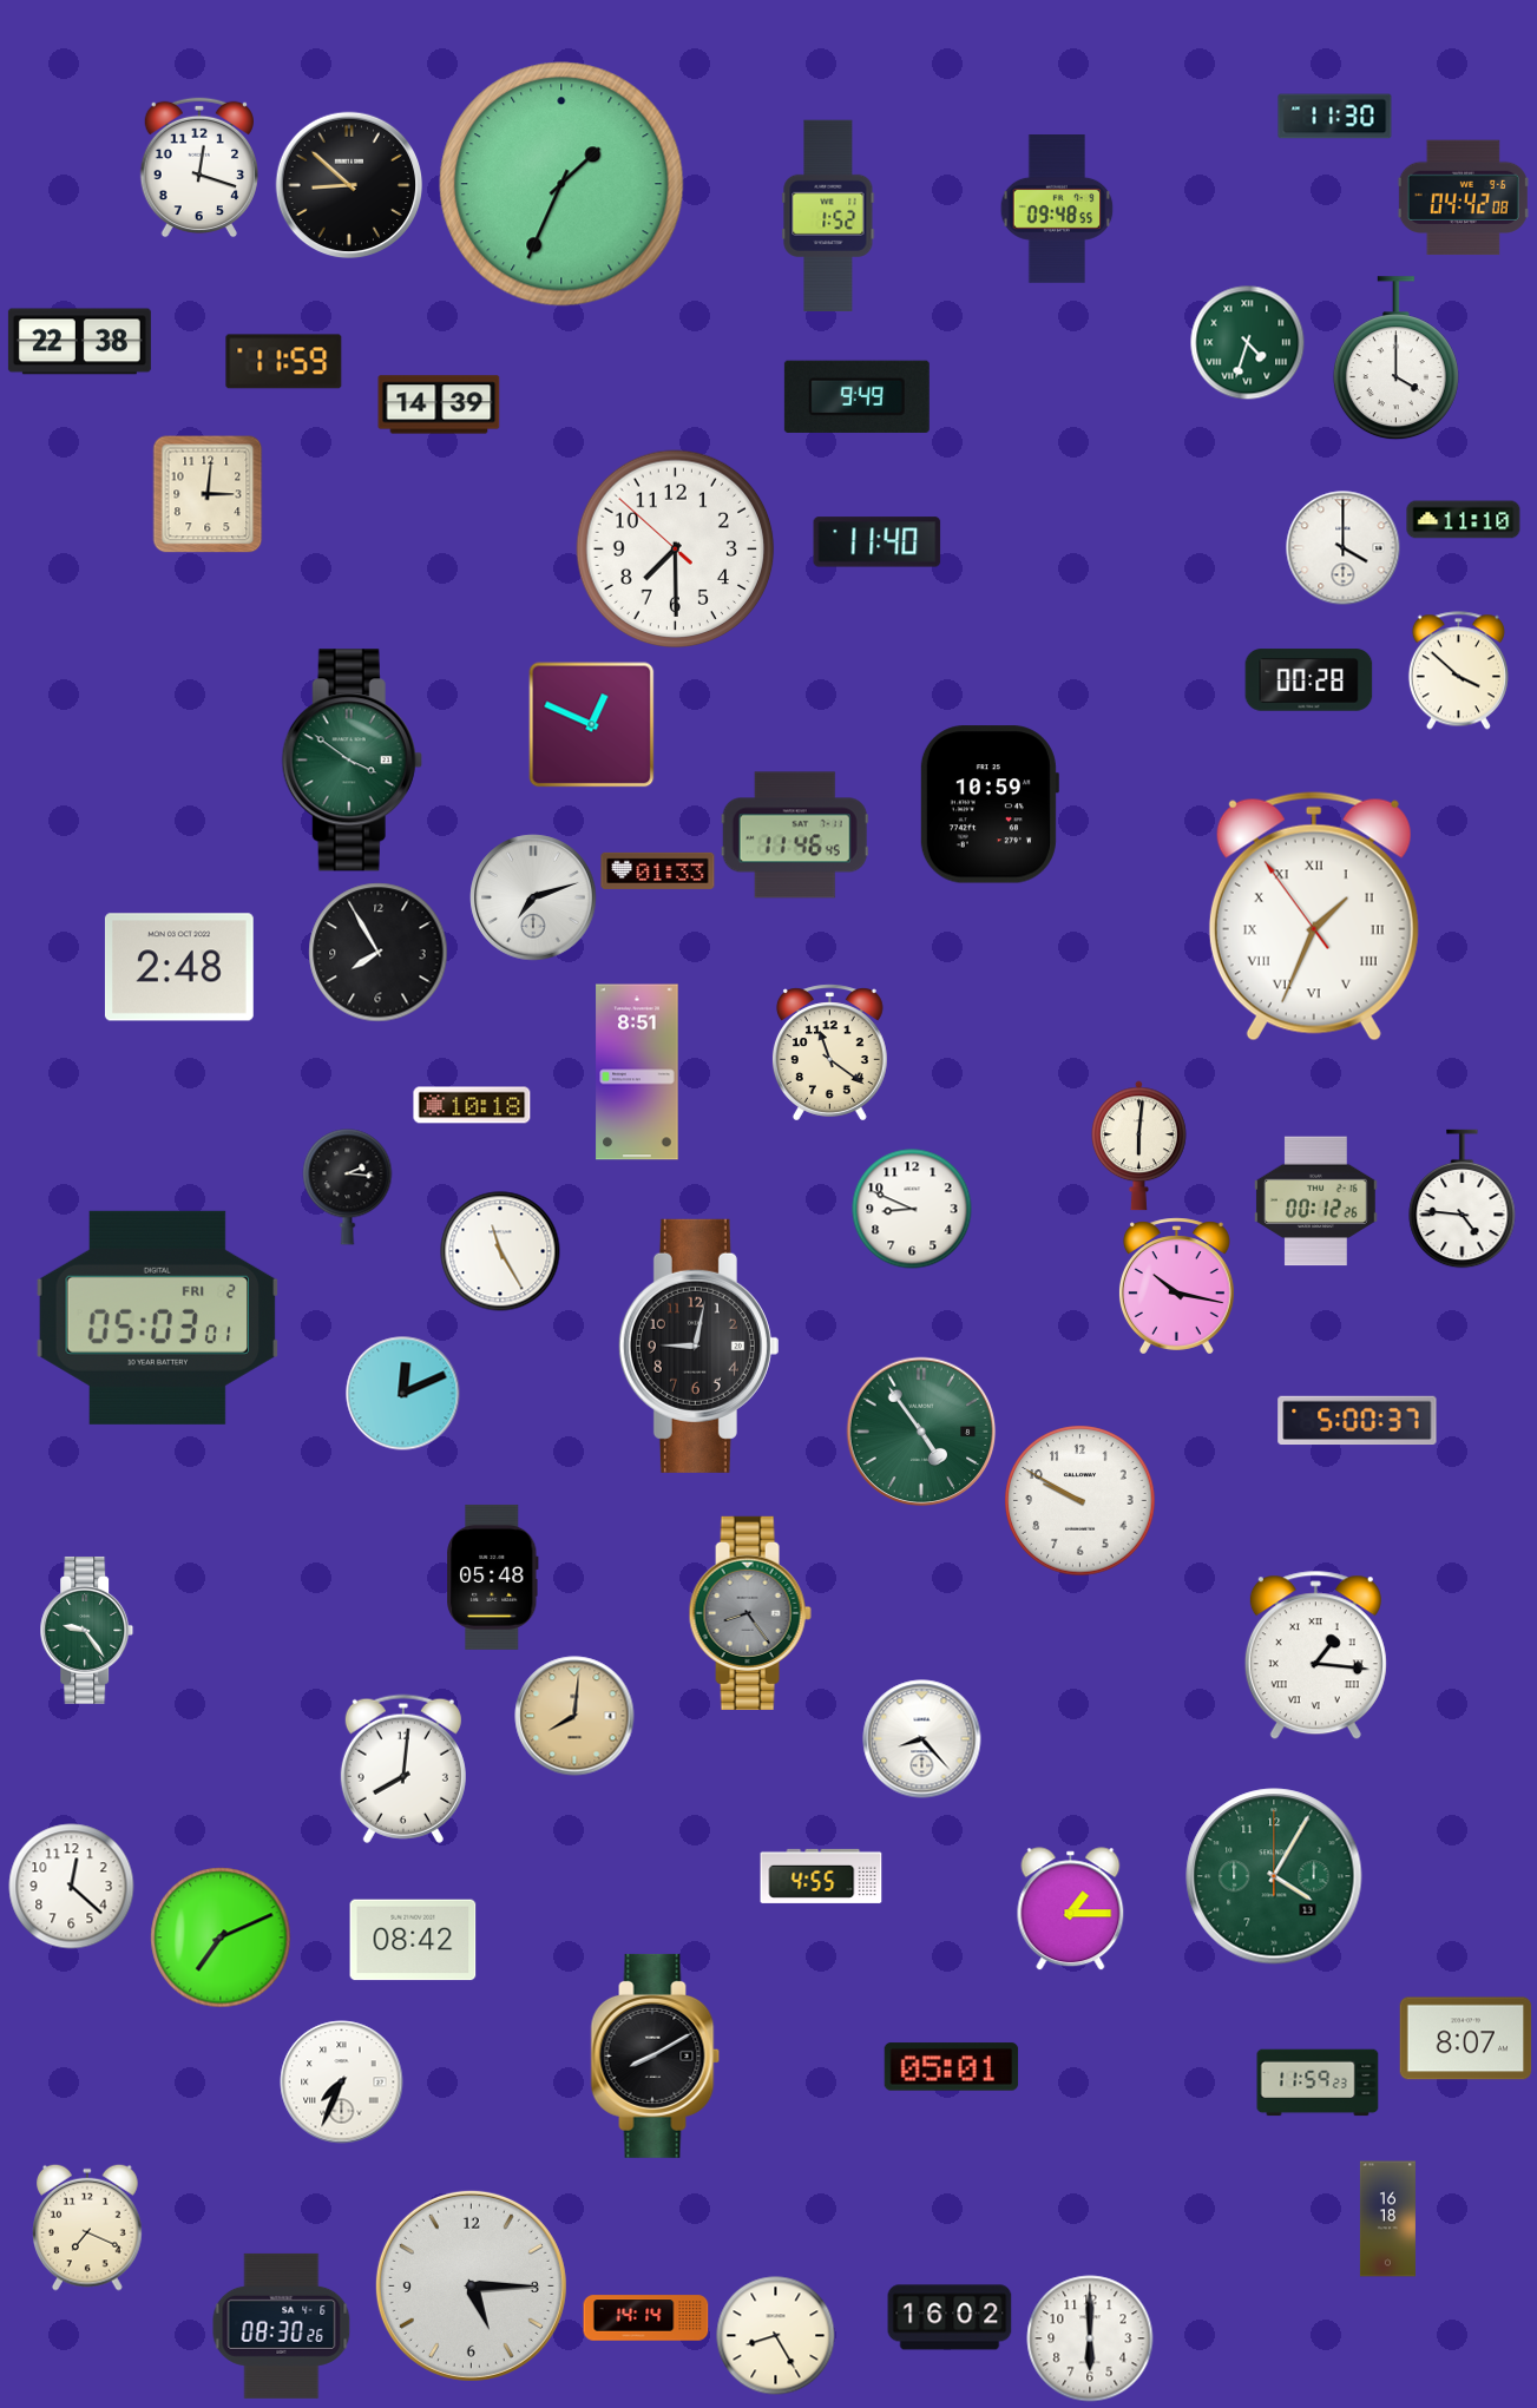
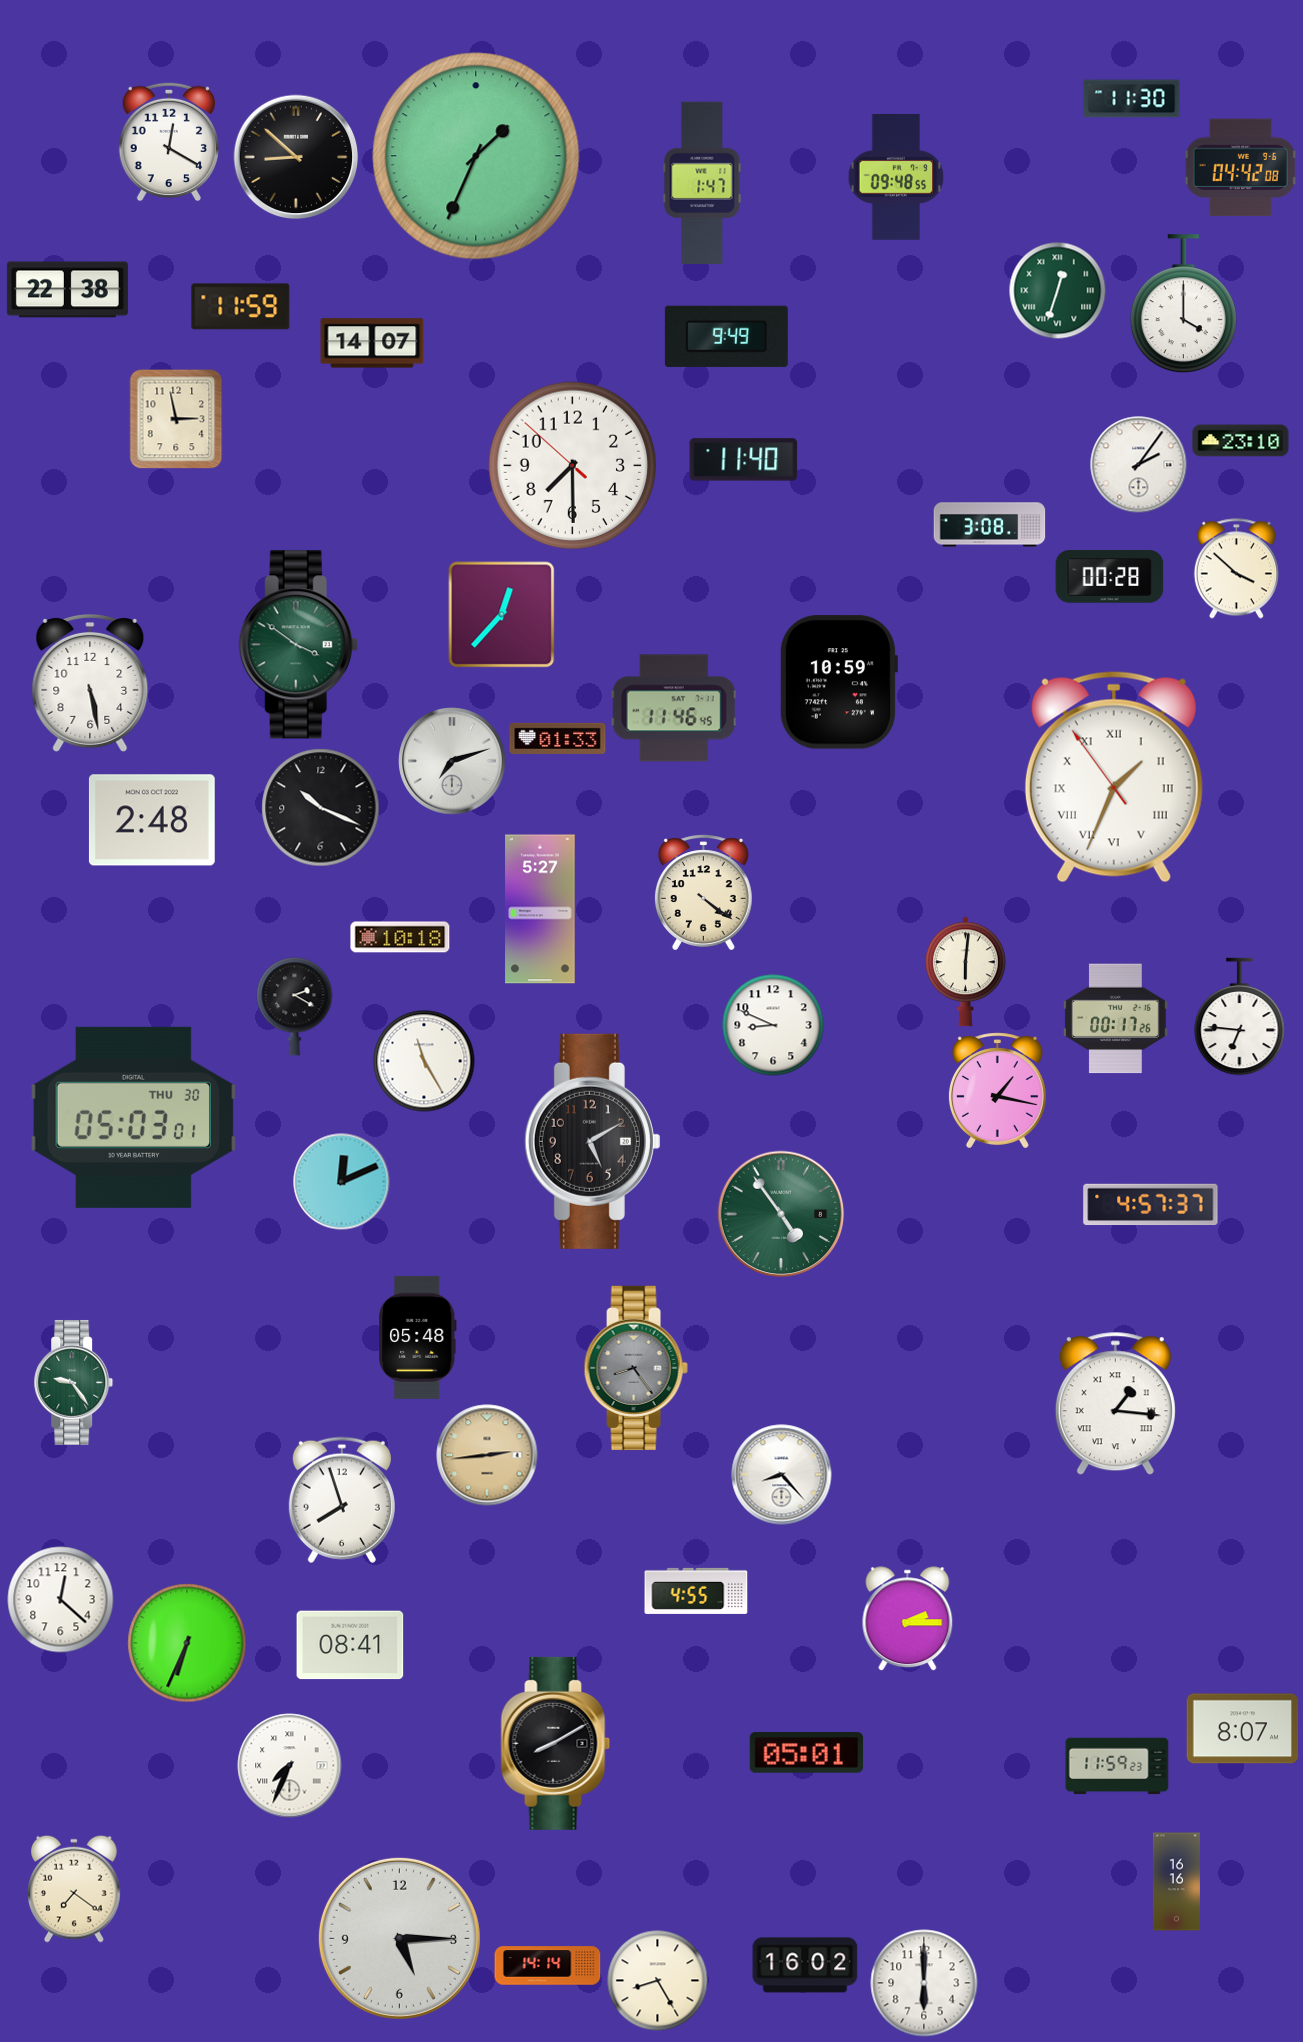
clock at (198, 167): 12:18 -> 12:20
clock at (828, 215): 1:52 -> 1:47
clock at (1247, 342): 4:33 -> 12:33
clock at (439, 404): 14:39 -> 14:07
clock at (208, 494): 3:01 -> 2:58
clock at (1464, 520): 11:10 -> 23:10
clock at (1344, 548): 4:00 -> 2:06
clock at (990, 525): none -> 3:08
clock at (592, 725): 12:49 -> 12:37
clock at (90, 683): none -> 5:28
clock at (379, 953): 7:55 -> 10:19
clock at (829, 1053): 11:21 -> 4:21
clock at (637, 1072): 8:51 -> 5:27
clock at (348, 1187): 2:16 -> 2:20
clock at (1463, 1199): 4:46 -> 6:46
clock at (1315, 1202): 00:12 -> 00:17
clock at (1176, 1287): 10:17 -> 1:17
clock at (158, 1317) date: FRI 2 -> THU 30
clock at (698, 1346): 9:02 -> 5:10
clock at (1358, 1421): 5:00 -> 4:57
clock at (1081, 1501): 9:50 -> none
clock at (574, 1716): 8:01 -> 2:44
clock at (403, 1769): 8:01 -> 7:57
clock at (1274, 1876): 4:05 -> none
clock at (1071, 1909): 1:15 -> 2:15
clock at (221, 1937): 7:11 -> 6:34
clock at (413, 1940): 08:42 -> 08:41
clock at (1387, 2219): 16:18 -> 16:16
clock at (88, 2228): 7:19 -> 7:21
clock at (282, 2325): 08:30 -> none
